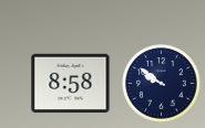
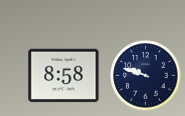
clock at (162, 84): 9:51 -> 9:48
